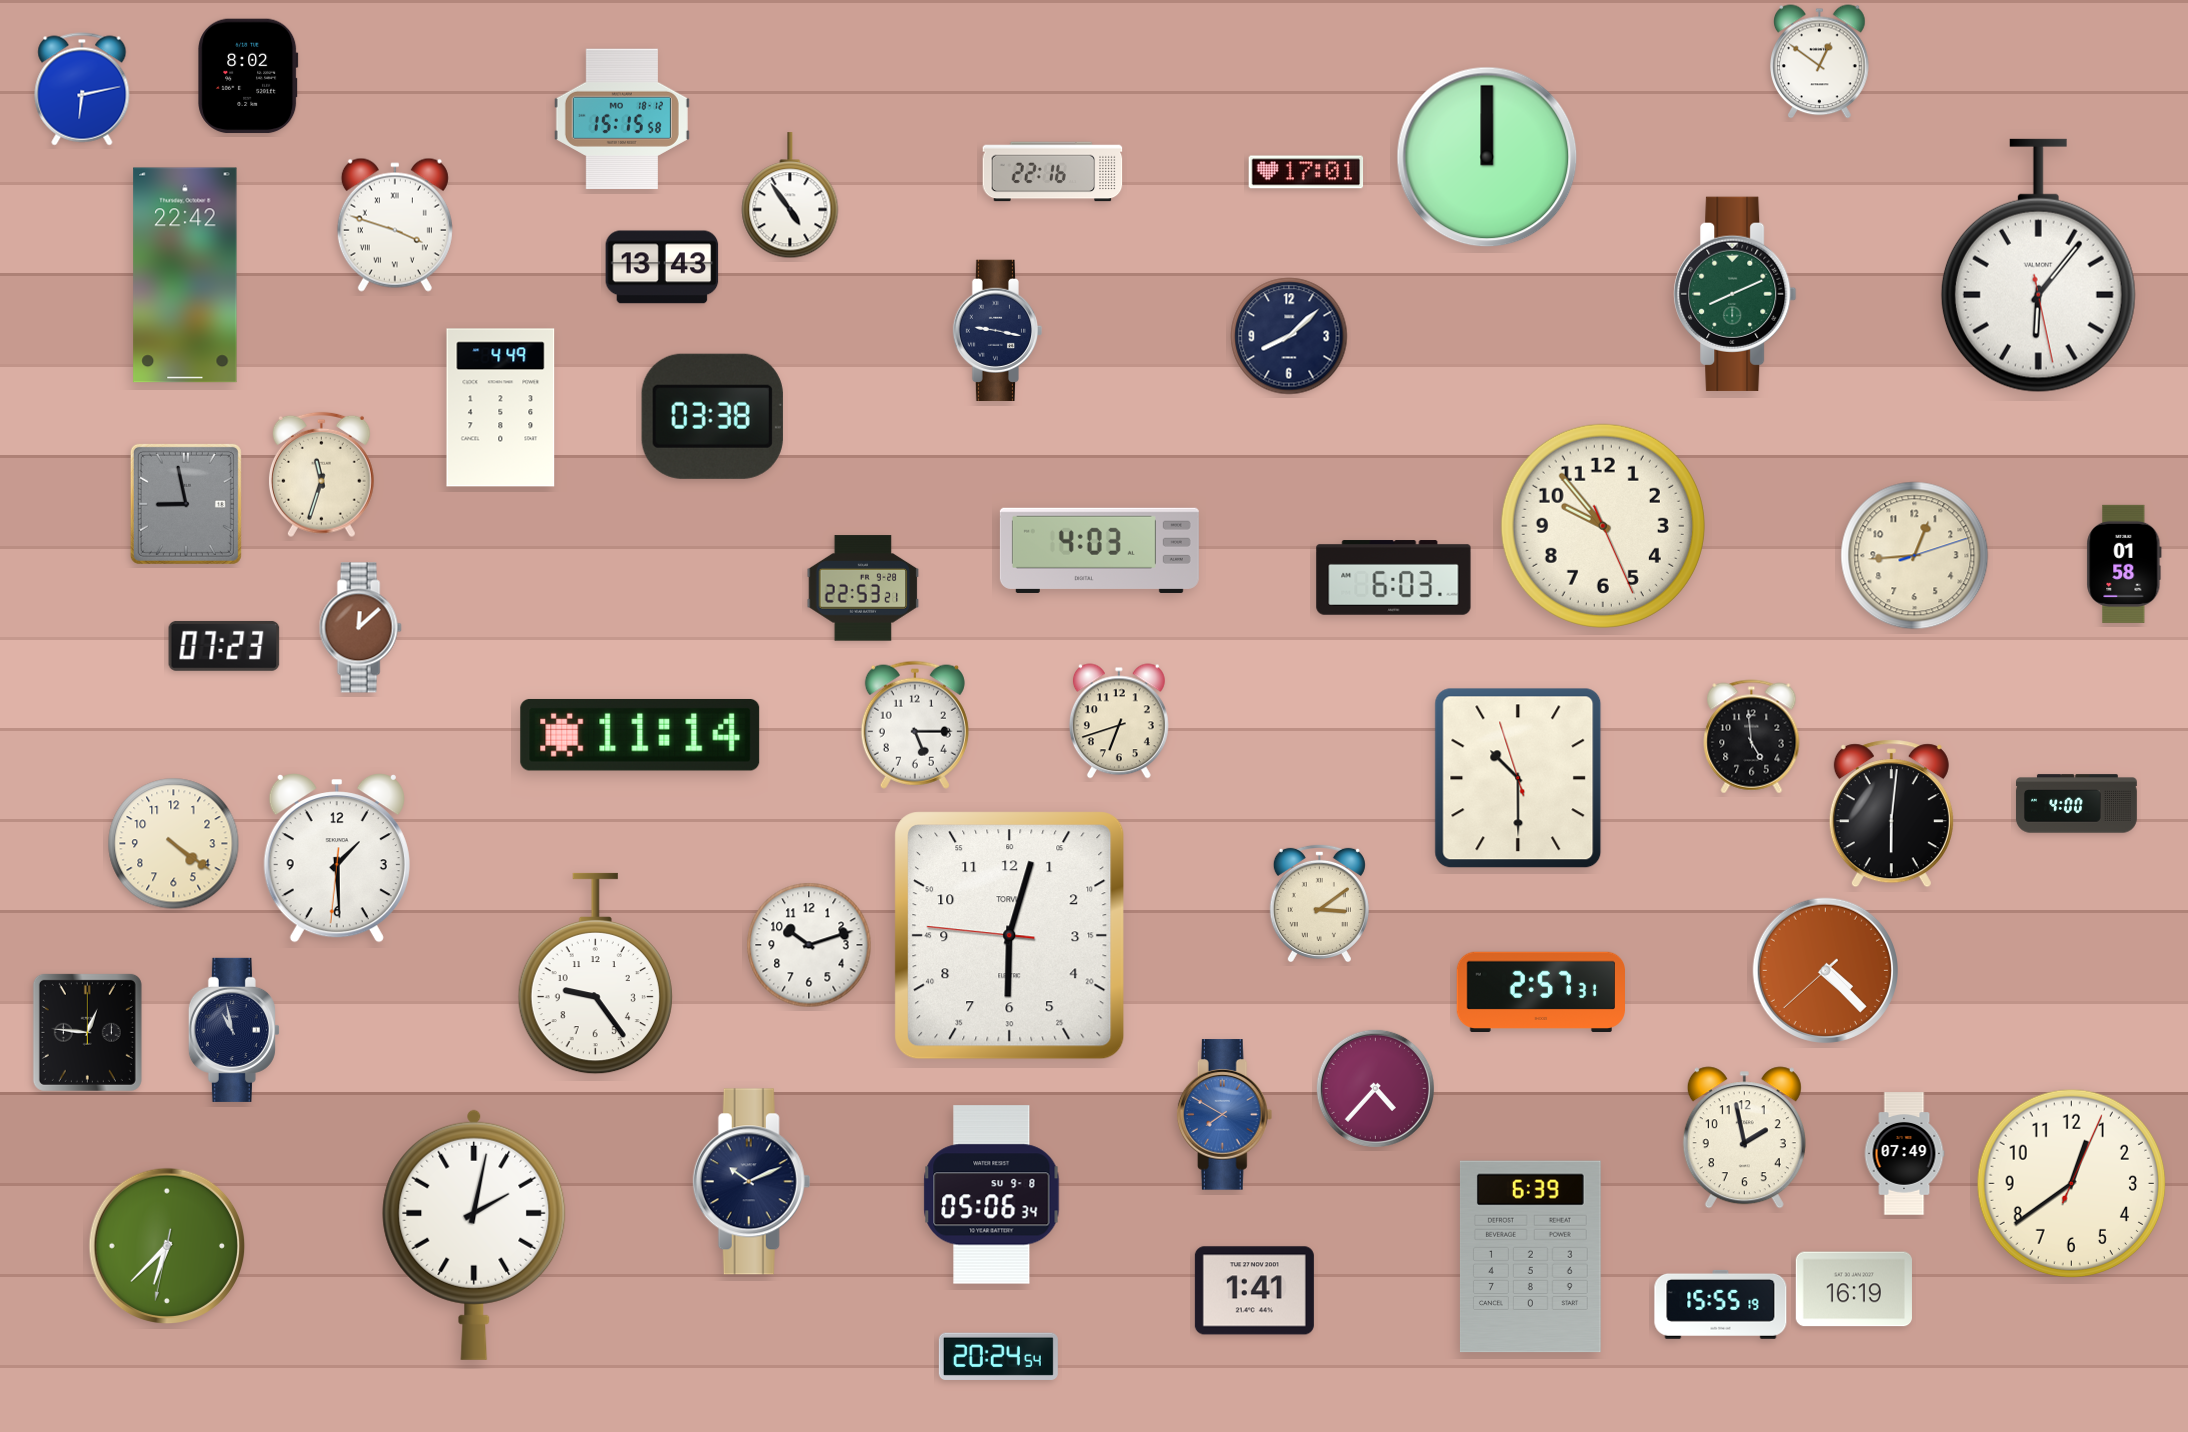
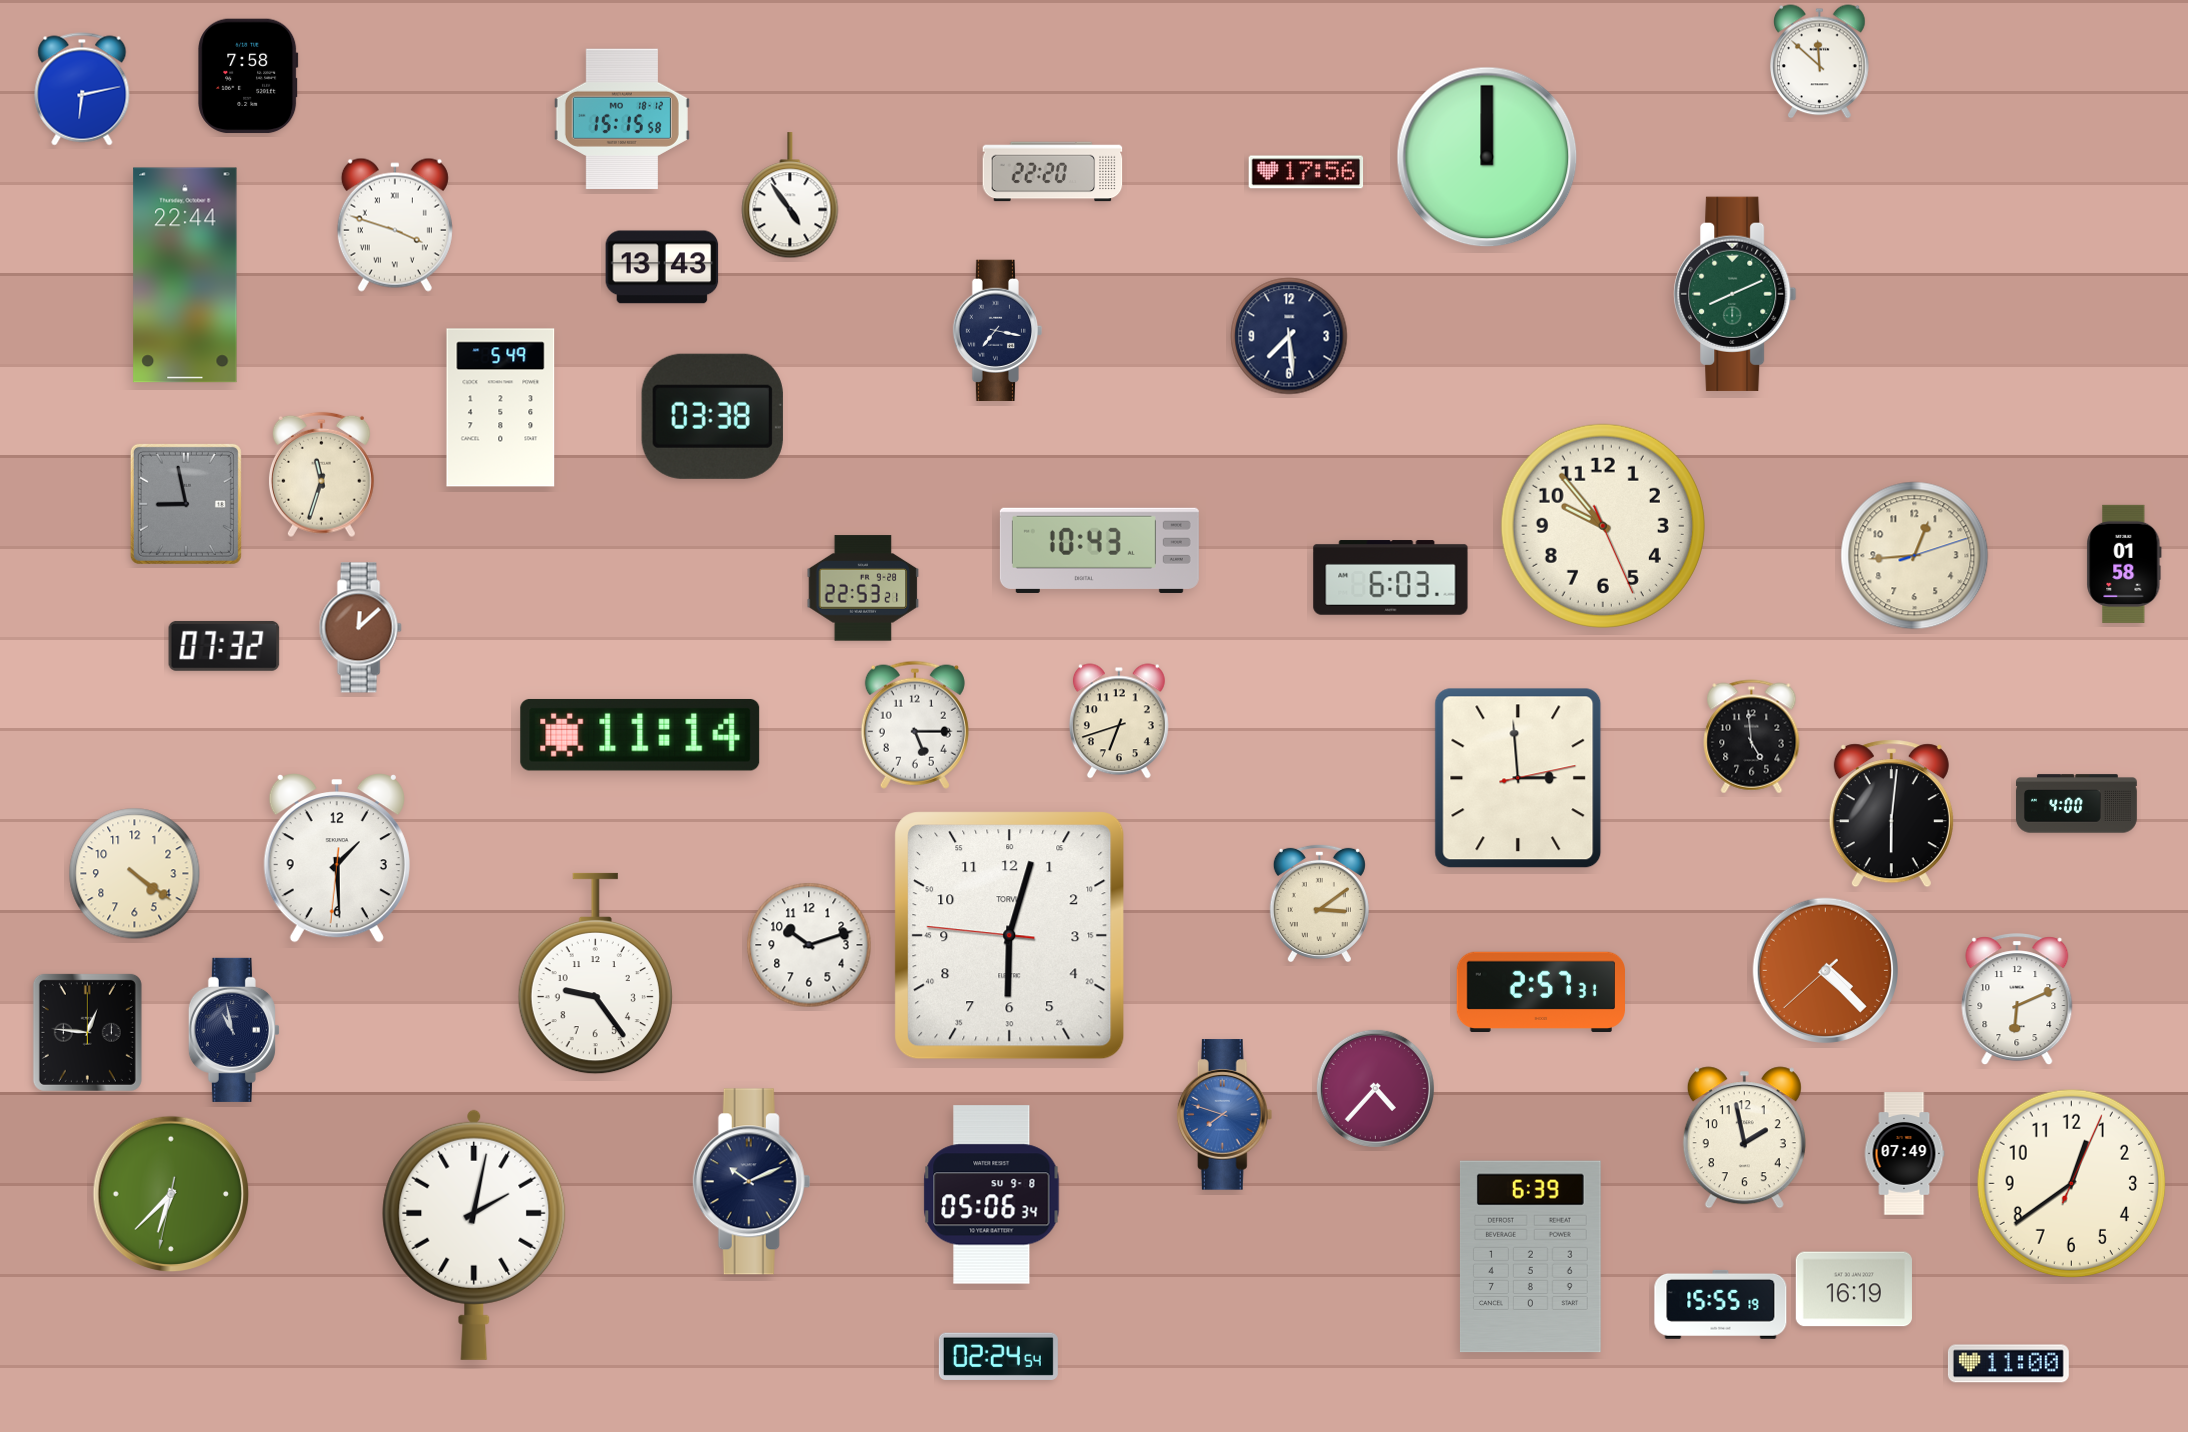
clock at (1820, 62): 12:51 -> 11:52
clock at (248, 76): 8:02 -> 7:58
clock at (1053, 172): 22:16 -> 22:20
clock at (1306, 172): 17:01 -> 17:56
clock at (2038, 266): 6:06 -> none
clock at (185, 275): 22:42 -> 22:44
clock at (998, 330): 9:17 -> 7:17
clock at (1289, 336): 8:08 -> 7:29
clock at (501, 408): 4:49 -> 5:49
clock at (1099, 550): 4:03 -> 10:43
clock at (1394, 578) position: (1394, 578) -> (1391, 578)
clock at (224, 646): 07:23 -> 07:32
clock at (1518, 778): 10:29 -> 2:59
clock at (174, 844) position: (174, 844) -> (135, 874)
clock at (2017, 1000): none -> 6:11
clock at (1225, 1115): 7:50 -> 7:48
clock at (167, 1246) position: (167, 1246) -> (171, 1194)
clock at (1254, 1291): 1:41 -> none
clock at (998, 1356): 20:24 -> 02:24
clock at (2008, 1364): none -> 11:00
